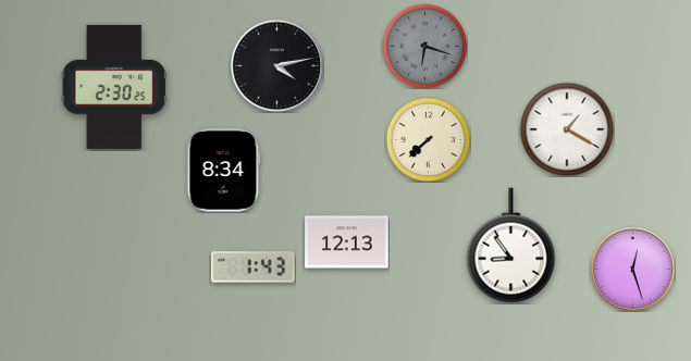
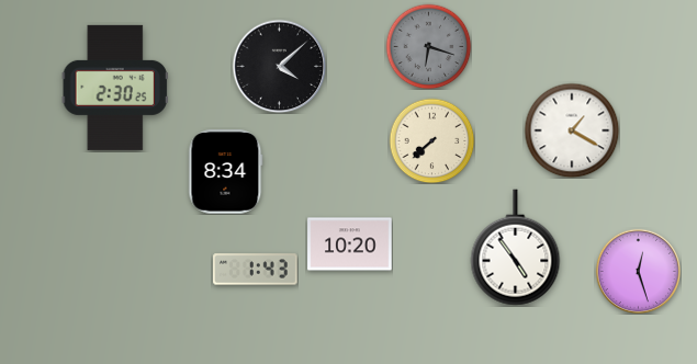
clock at (276, 65): 4:13 -> 4:08
clock at (347, 242): 12:13 -> 10:20
clock at (511, 246): 8:54 -> 4:54
